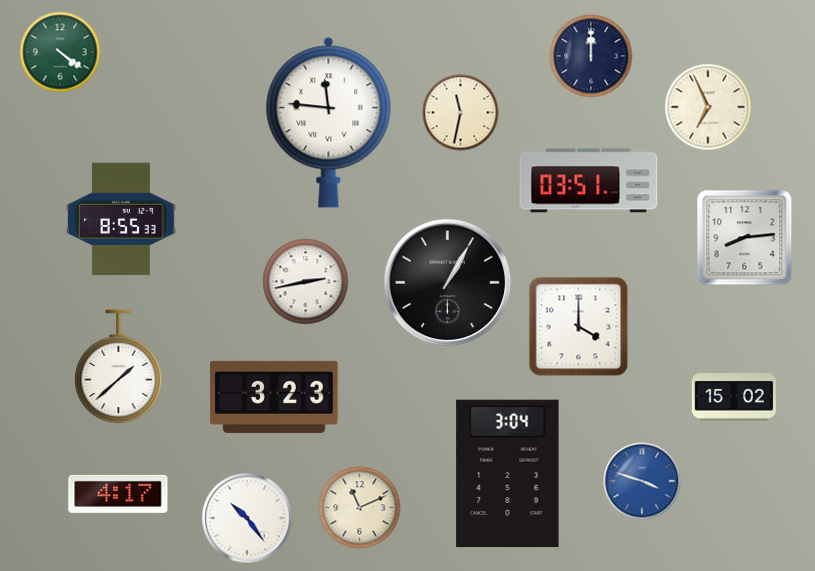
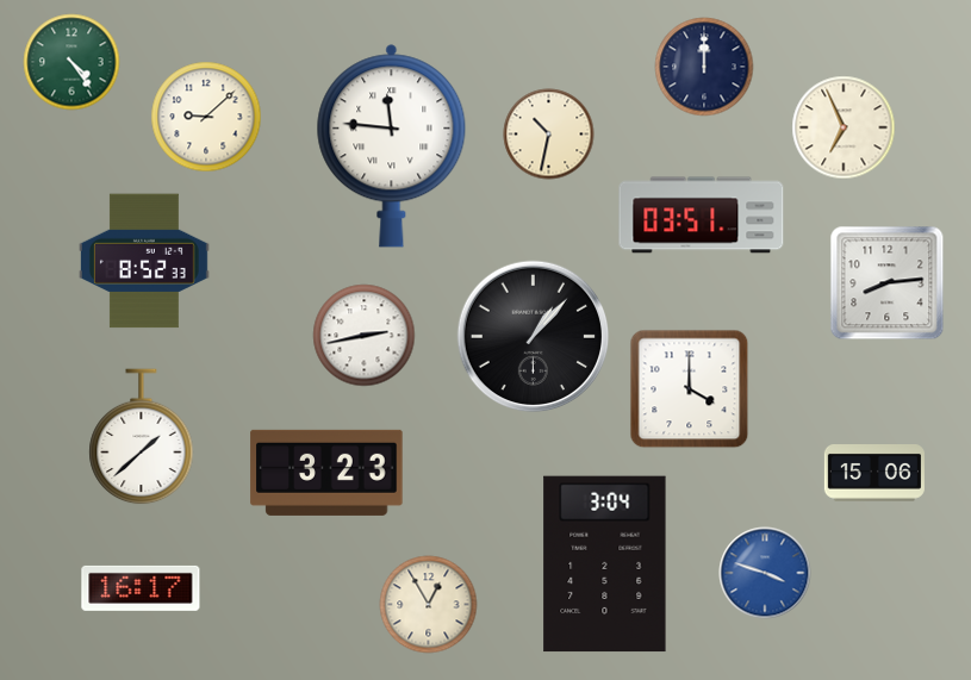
clock at (60, 52): 4:21 -> 4:24
clock at (206, 117): none -> 9:08
clock at (461, 113): 11:32 -> 10:32
clock at (121, 219): 8:55 -> 8:52
clock at (448, 283): 1:05 -> 1:07
clock at (734, 397): 15:02 -> 15:06
clock at (118, 494): 4:17 -> 16:17
clock at (360, 508): 11:11 -> 12:55
clock at (247, 518): 10:24 -> none
